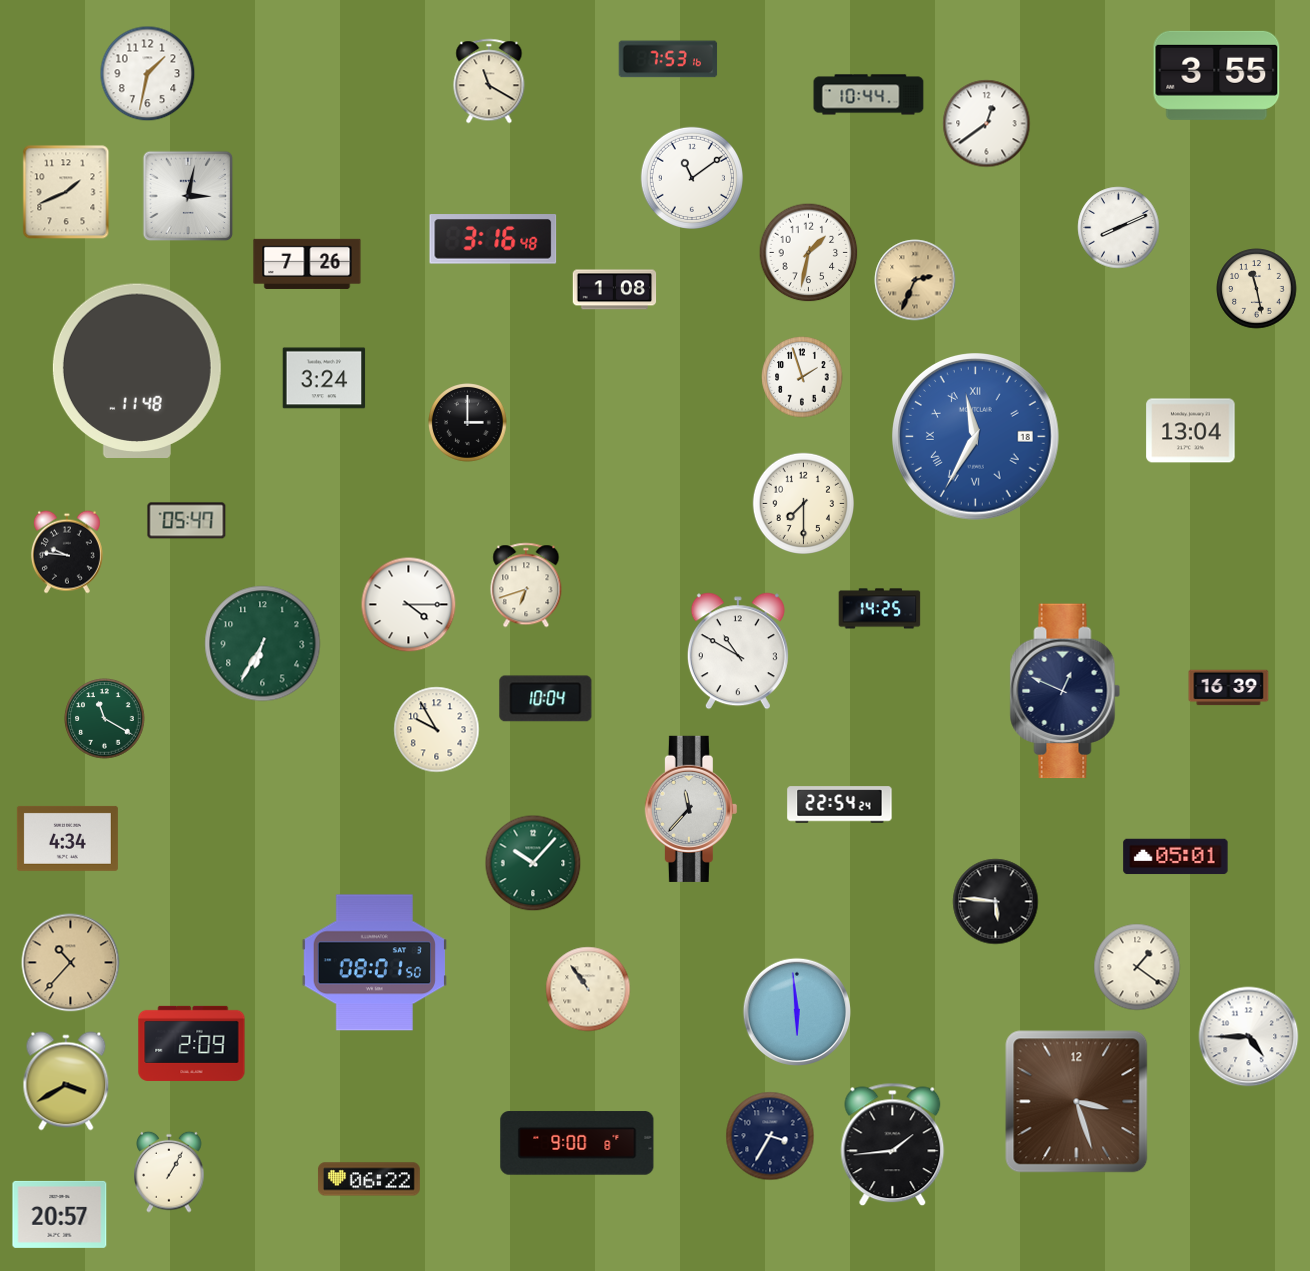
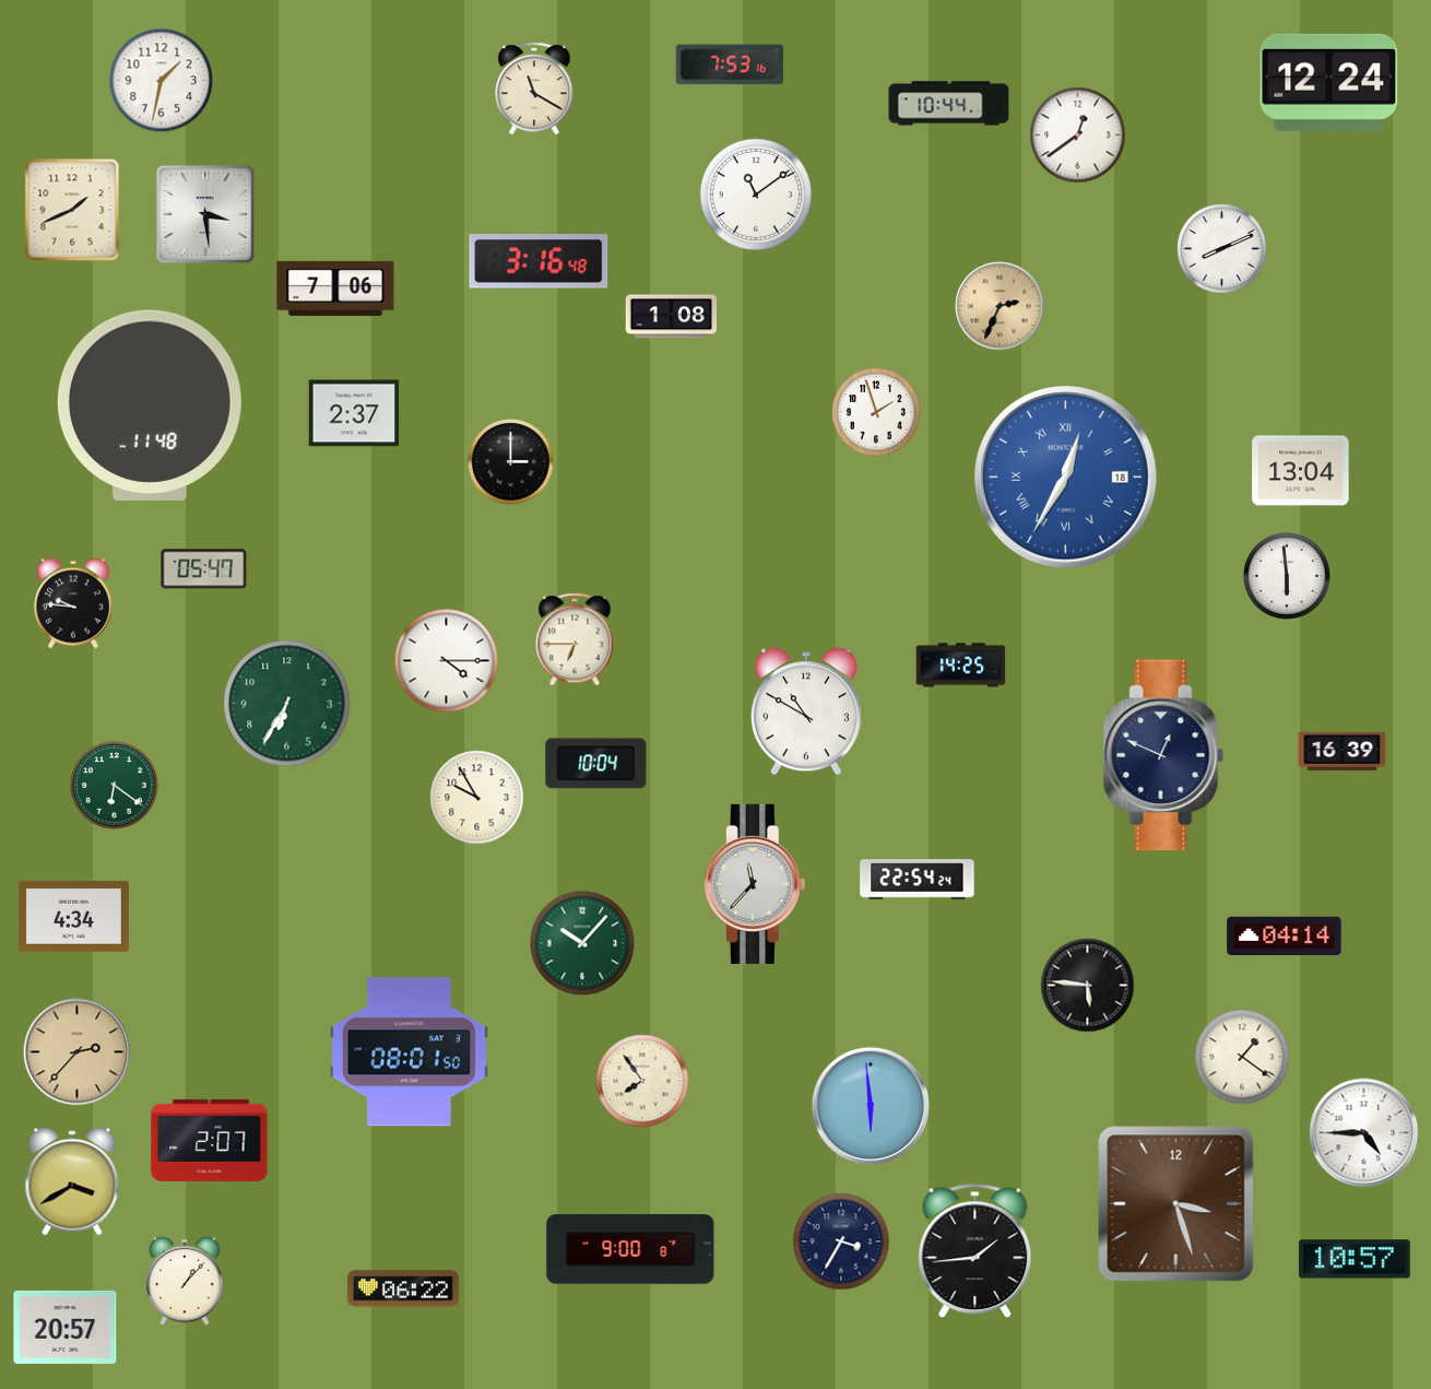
clock at (1217, 75): 3:55 -> 12:24
clock at (188, 196): 3:02 -> 3:29
clock at (809, 253): 1:32 -> none
clock at (307, 263): 7:26 -> 7:06
clock at (1257, 289): 11:28 -> none
clock at (324, 378): 3:24 -> 2:37
clock at (976, 437): 11:35 -> 12:35
clock at (803, 503): 7:30 -> none
clock at (1287, 576): none -> 5:59
clock at (526, 585): 6:42 -> 6:45
clock at (105, 719): 11:20 -> 6:21
clock at (1176, 857): 05:01 -> 04:14
clock at (71, 963): 10:37 -> 2:37
clock at (588, 989): 10:54 -> 7:54
clock at (192, 1043): 2:09 -> 2:07
clock at (1355, 1259): none -> 10:57
clock at (169, 1172): 1:05 -> 1:07
